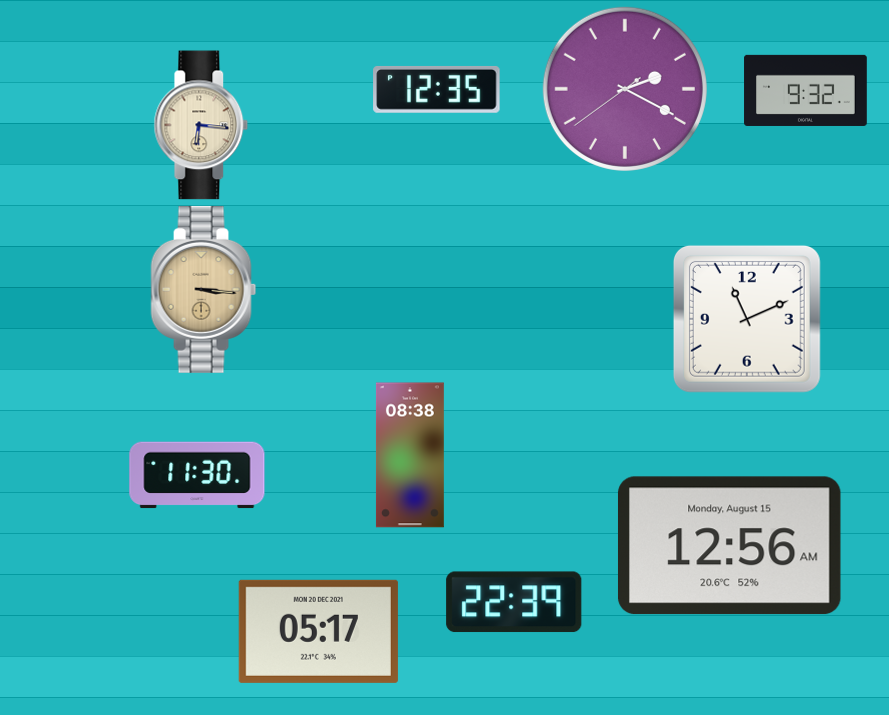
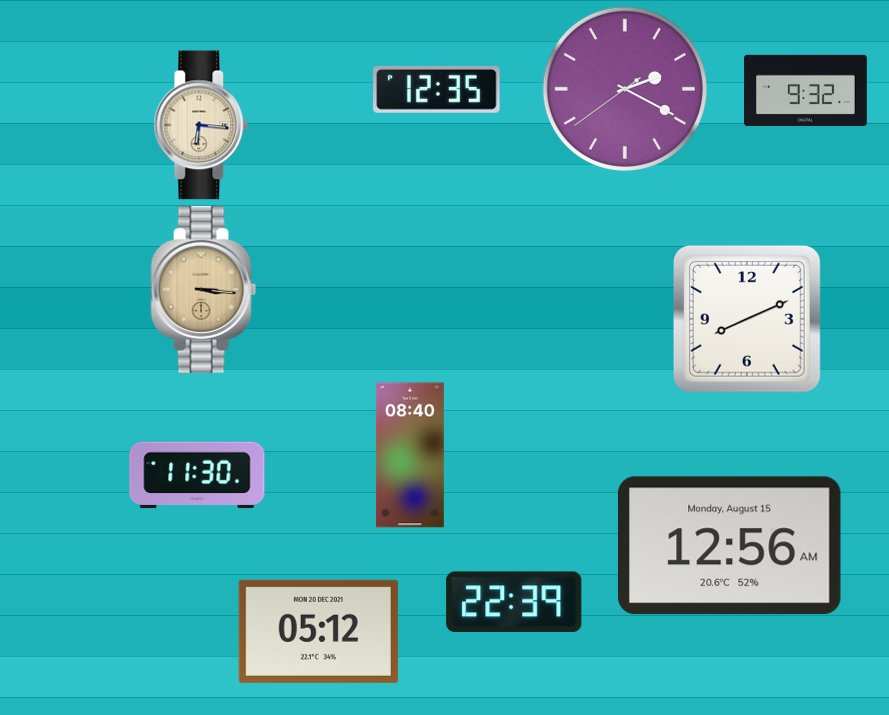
clock at (747, 319): 11:11 -> 8:11
clock at (410, 455): 08:38 -> 08:40
clock at (318, 631): 05:17 -> 05:12
